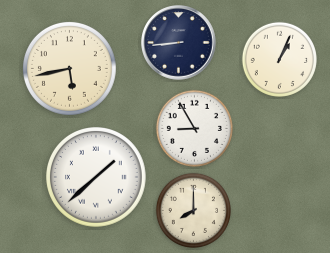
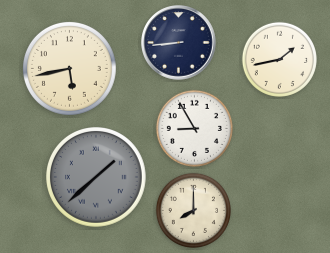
clock at (279, 59): 1:04 -> 1:43
clock at (97, 178) dial: white -> grey
